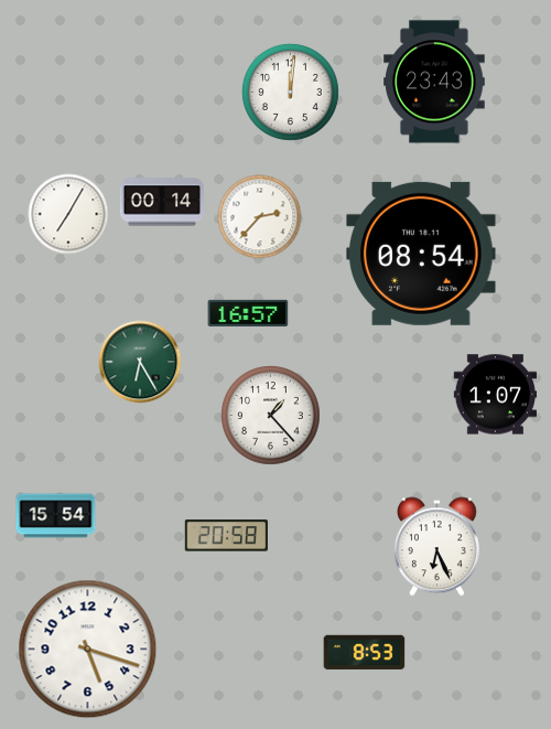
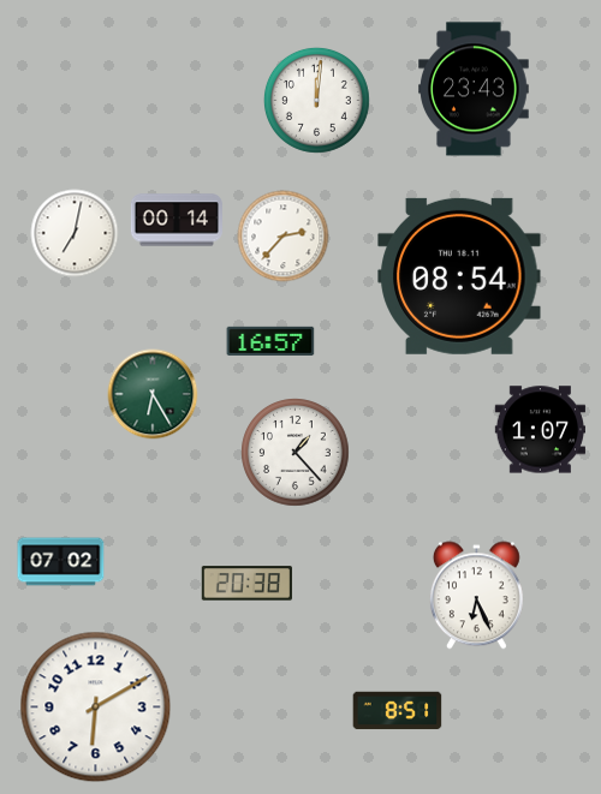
clock at (68, 214): 7:05 -> 7:02
clock at (56, 516): 15:54 -> 07:02
clock at (226, 536): 20:58 -> 20:38
clock at (88, 650): 5:18 -> 6:10
clock at (365, 653): 8:53 -> 8:51
